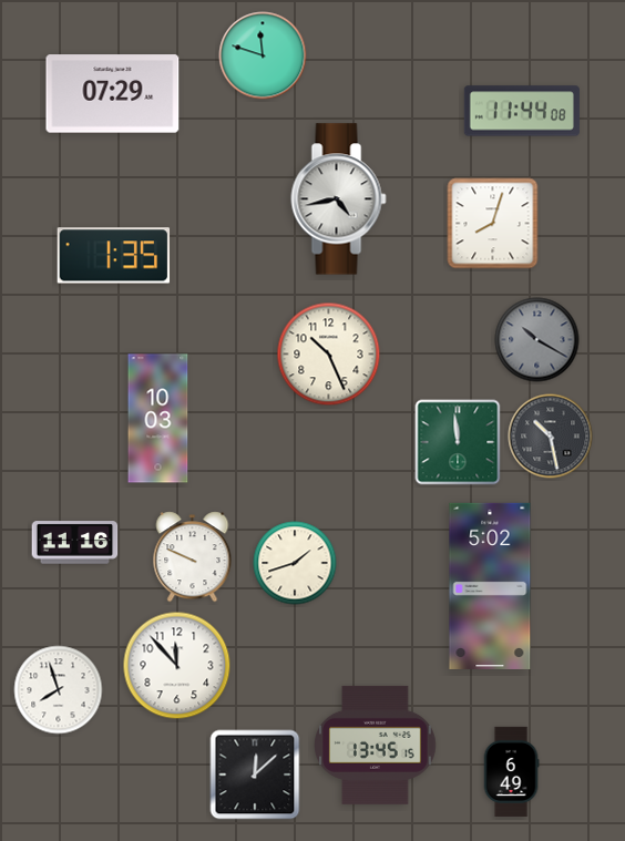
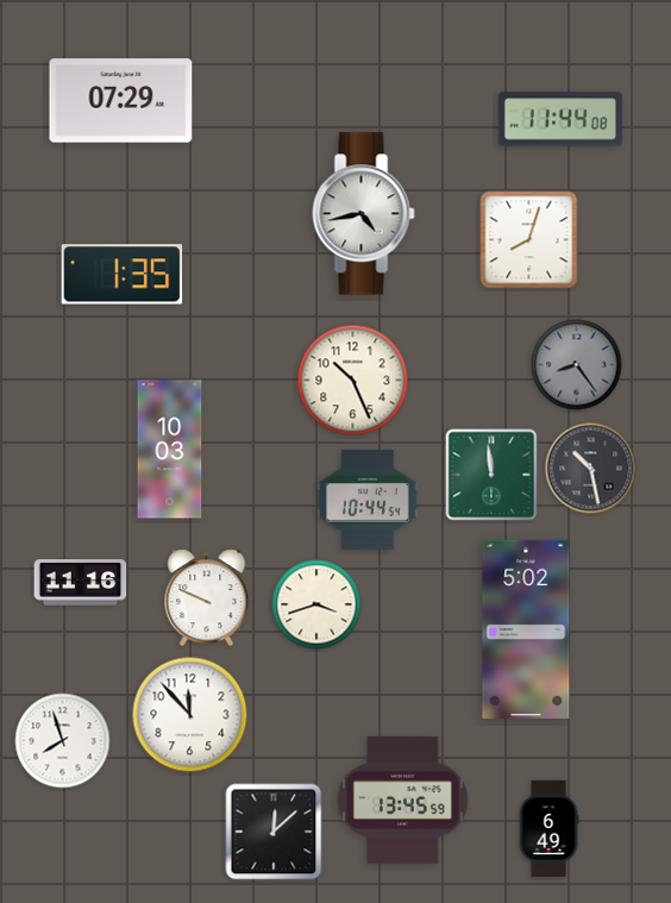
clock at (263, 55): 11:48 -> none
clock at (537, 340): 10:20 -> 8:24
clock at (368, 500): none -> 10:44
clock at (295, 563): 1:42 -> 3:42
clock at (376, 745): 13:45:15 -> 13:45:59
